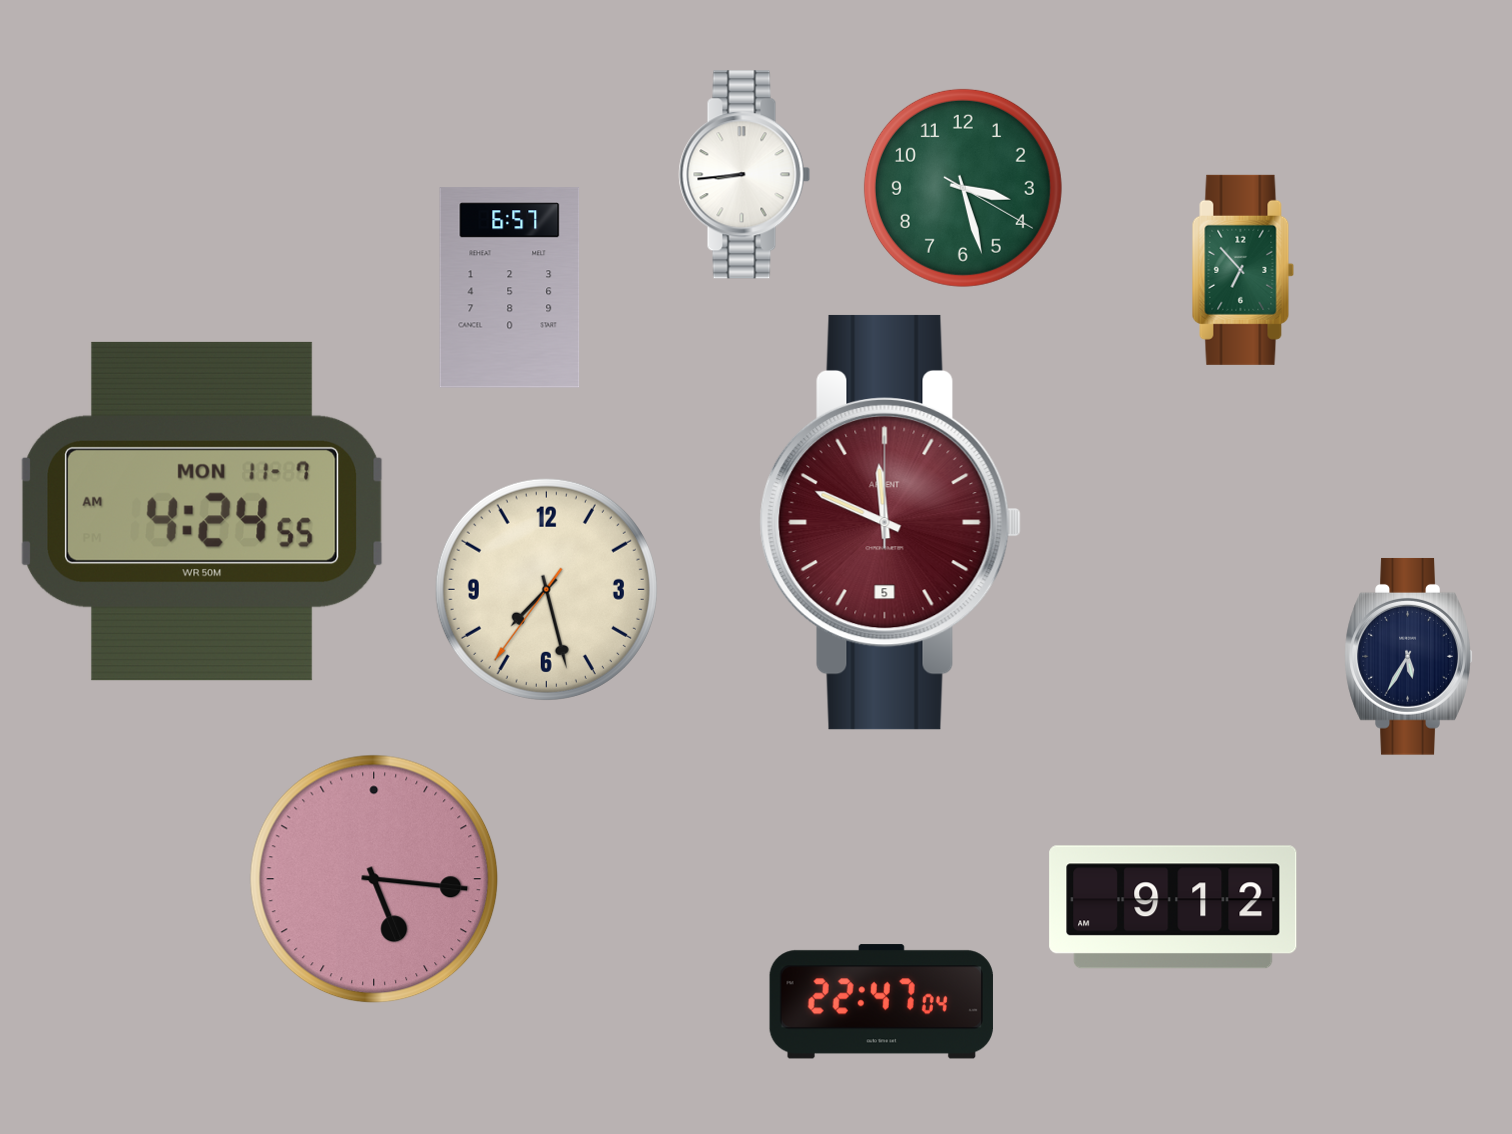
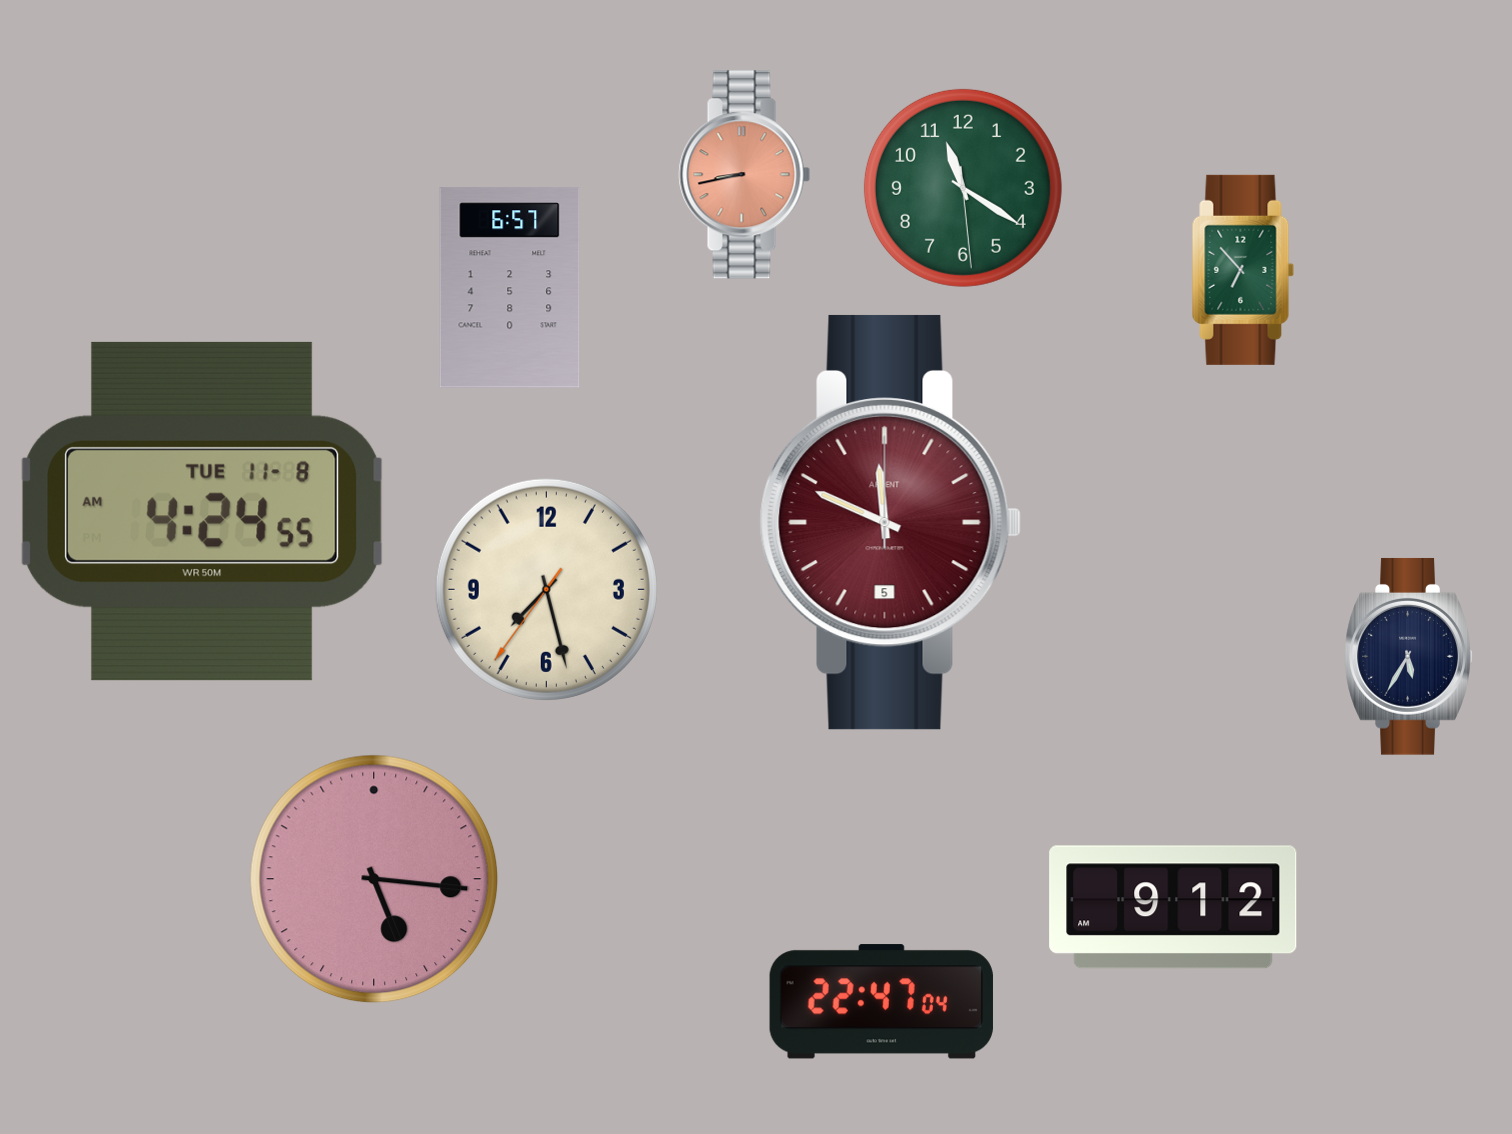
clock at (745, 175): 8:44 -> 8:43
clock at (745, 175) dial: white -> salmon
clock at (963, 188): 3:27 -> 11:20
clock at (202, 511) date: MON 11-7 -> TUE 11-8
